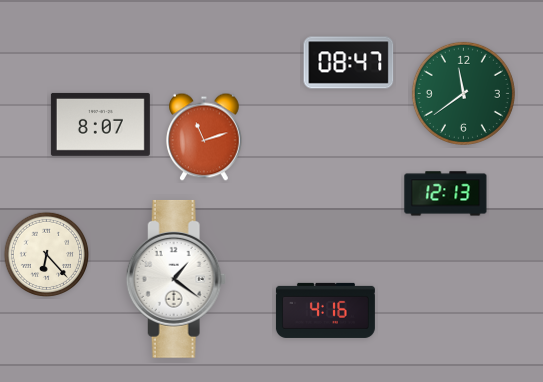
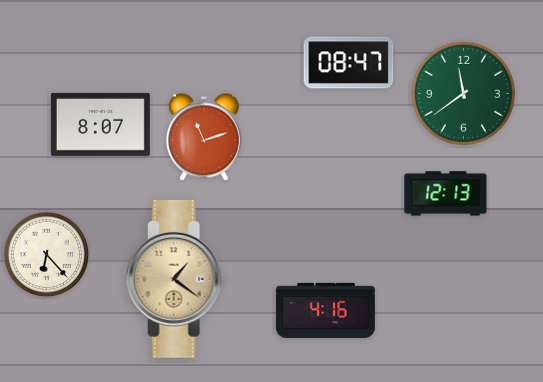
clock at (176, 279) dial: white -> champagne
